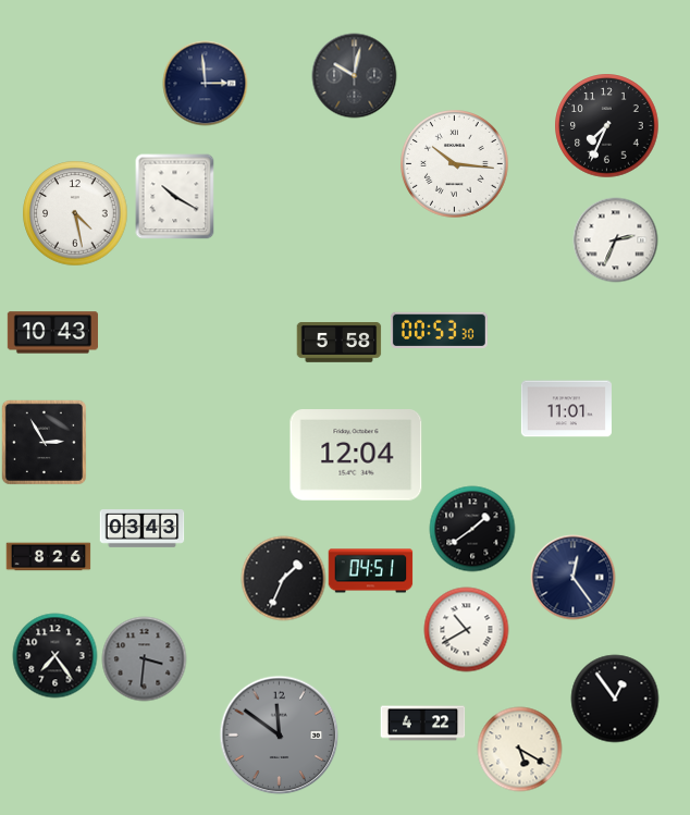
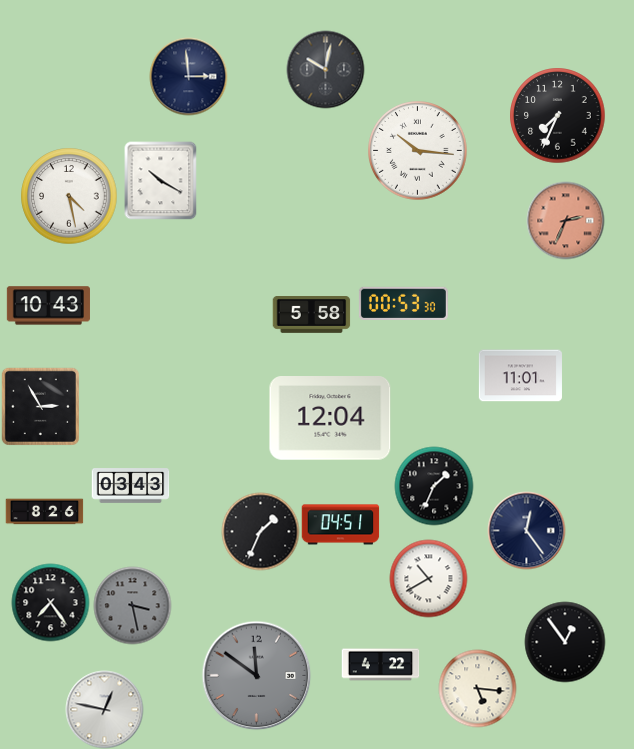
clock at (615, 239) dial: white -> salmon
clock at (356, 455) position: (356, 455) -> (330, 418)
clock at (472, 529): 1:39 -> 1:34
clock at (144, 658): 3:31 -> 3:28
clock at (422, 724) position: (422, 724) -> (380, 665)
clock at (519, 749): 5:20 -> 5:16
clock at (104, 709): none -> 12:47
